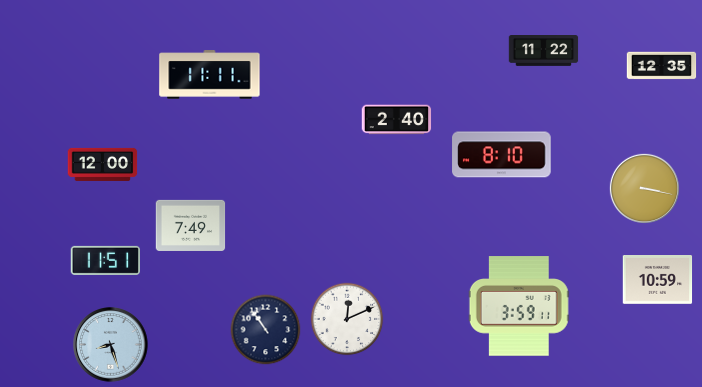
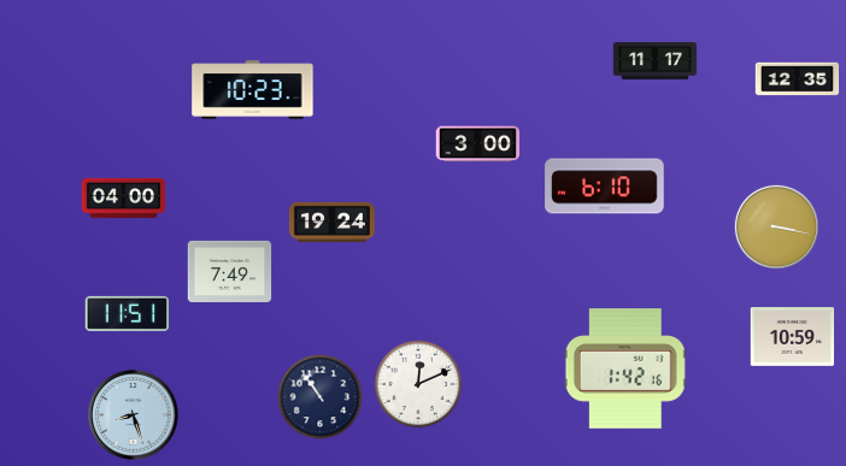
clock at (544, 51): 11:22 -> 11:17
clock at (210, 75): 11:11 -> 10:23
clock at (397, 120): 2:40 -> 3:00
clock at (502, 155): 8:10 -> 6:10
clock at (103, 164): 12:00 -> 04:00
clock at (331, 222): none -> 19:24
clock at (519, 306): 3:59 -> 1:42
